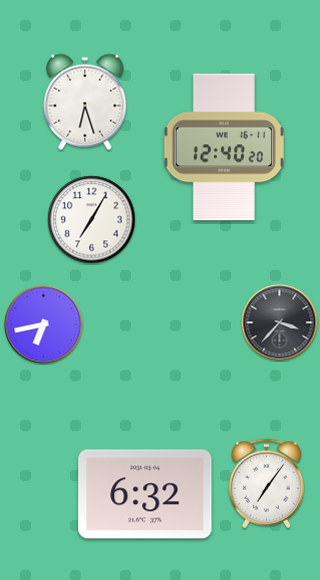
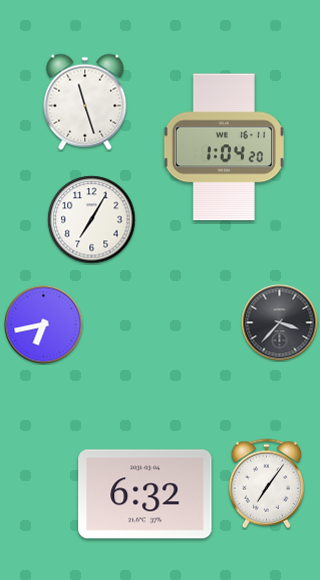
clock at (85, 102): 6:27 -> 11:27
clock at (224, 147): 12:40 -> 1:04
